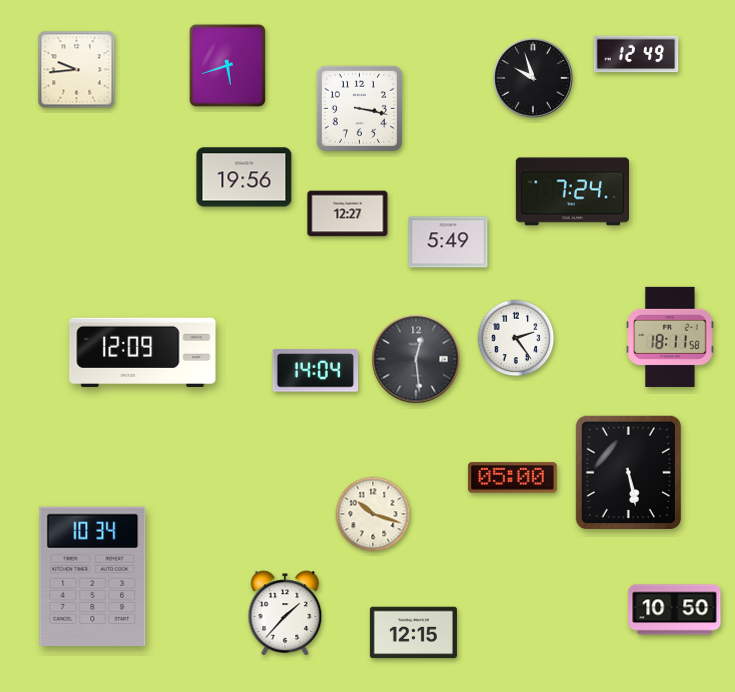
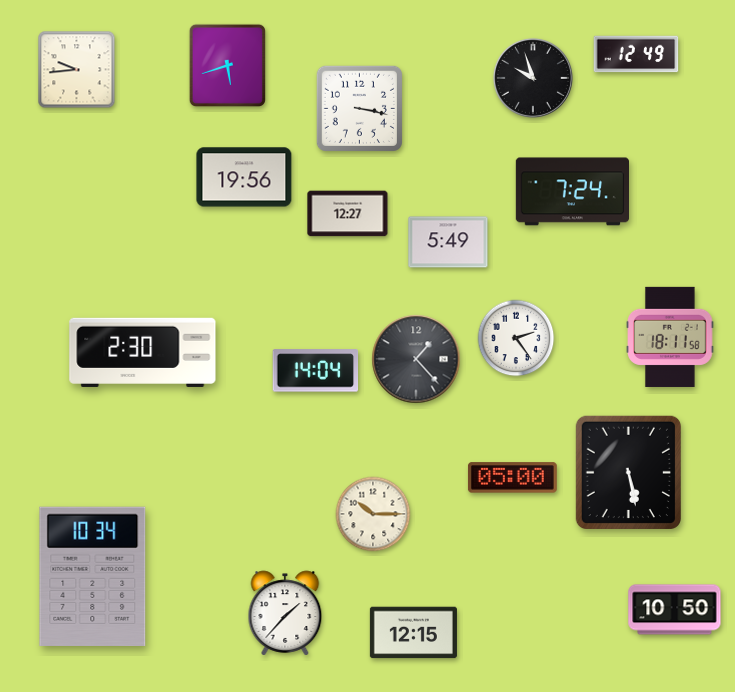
clock at (143, 352): 12:09 -> 2:30
clock at (416, 359): 12:29 -> 1:23
clock at (373, 514): 10:18 -> 10:15
